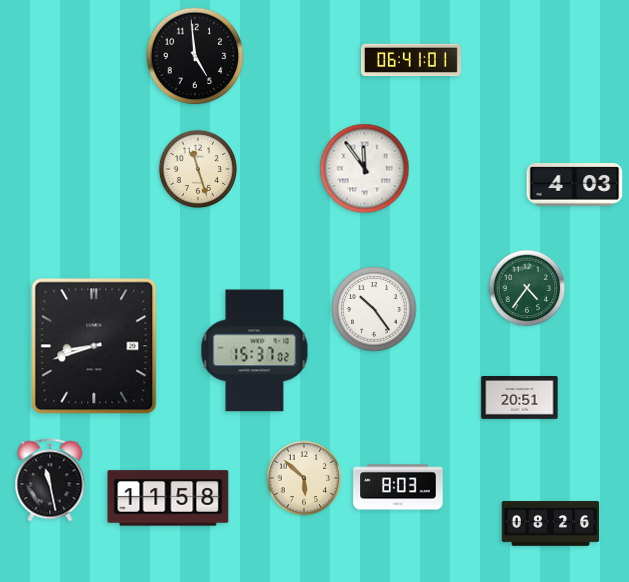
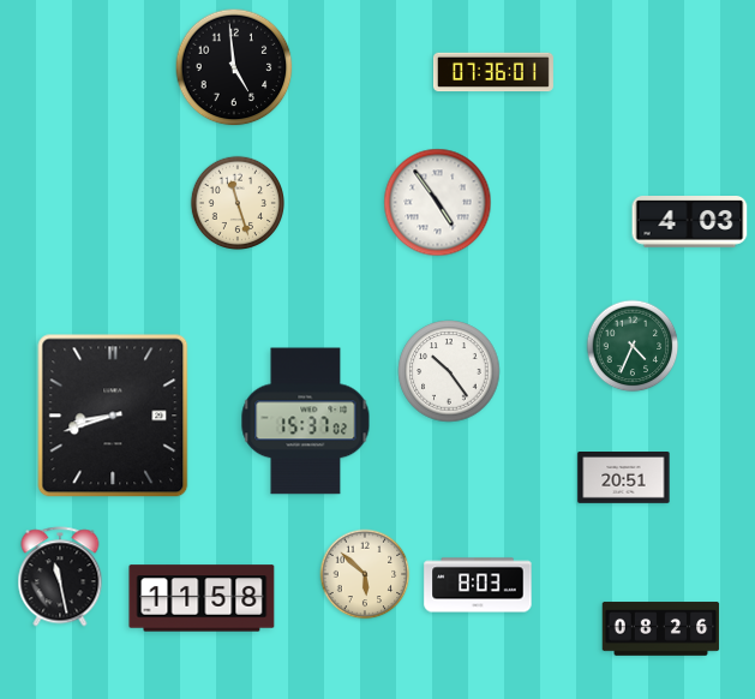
clock at (411, 60): 06:41 -> 07:36
clock at (365, 169): 11:54 -> 4:54
clock at (527, 288): 4:36 -> 4:34
